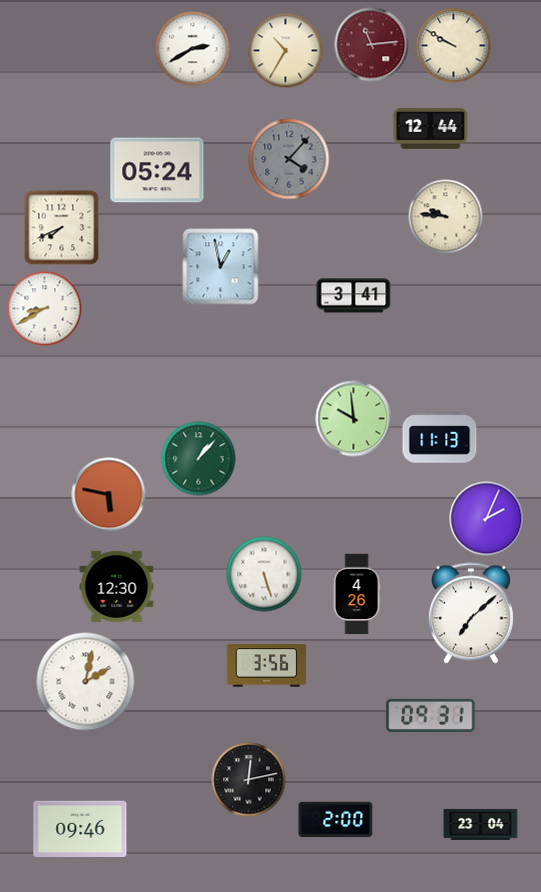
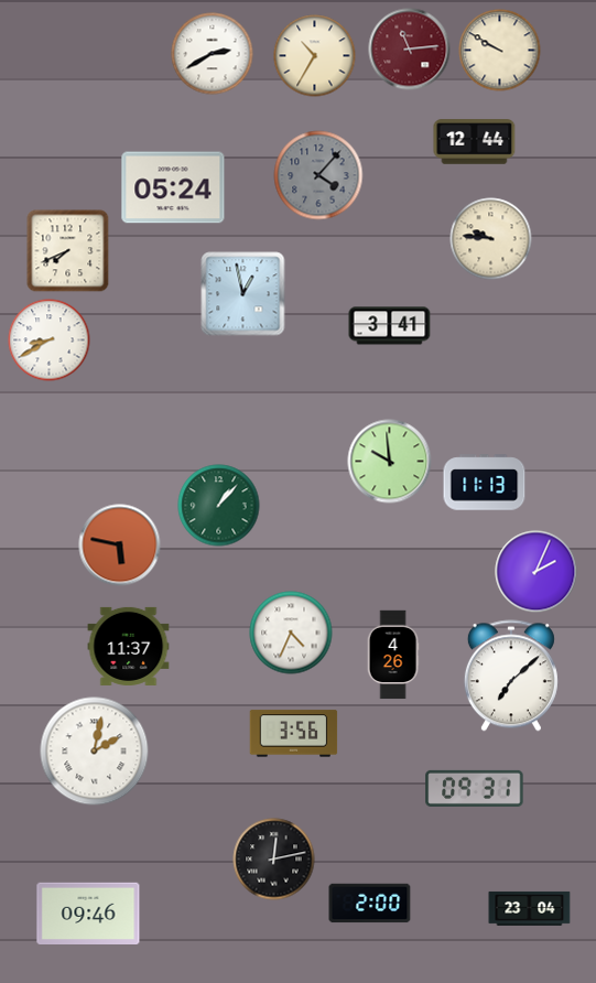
clock at (264, 574): 5:27 -> 4:34
clock at (117, 586): 12:30 -> 11:37
clock at (471, 613) position: (471, 613) -> (511, 676)
